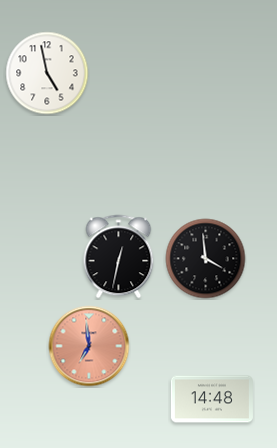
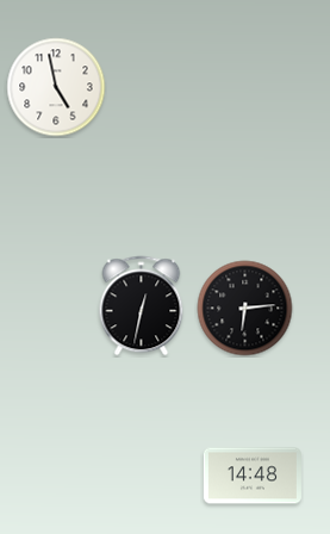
clock at (206, 259): 3:59 -> 6:14
clock at (89, 346): 6:59 -> none
